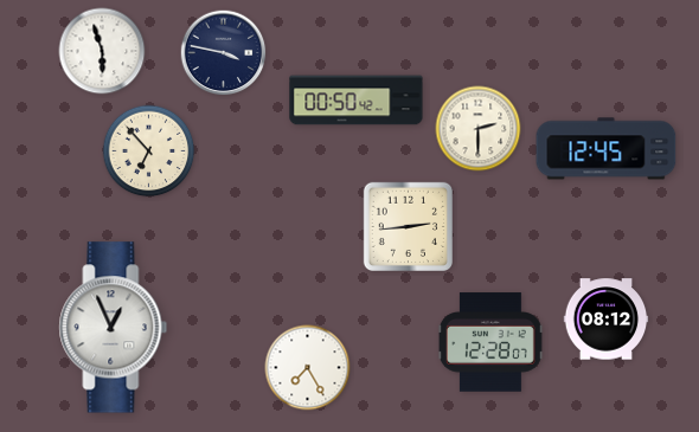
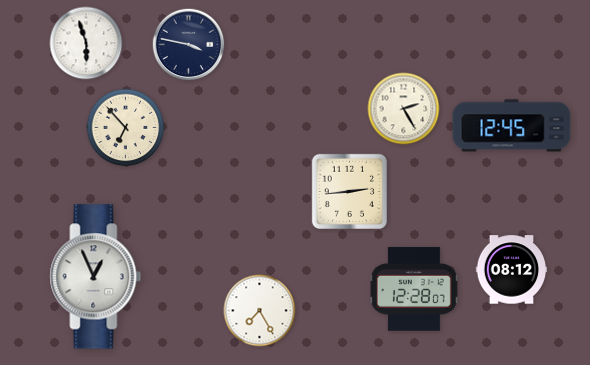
clock at (357, 101): 00:50 -> none
clock at (479, 129): 2:30 -> 2:25
clock at (408, 226) position: (408, 226) -> (349, 191)
